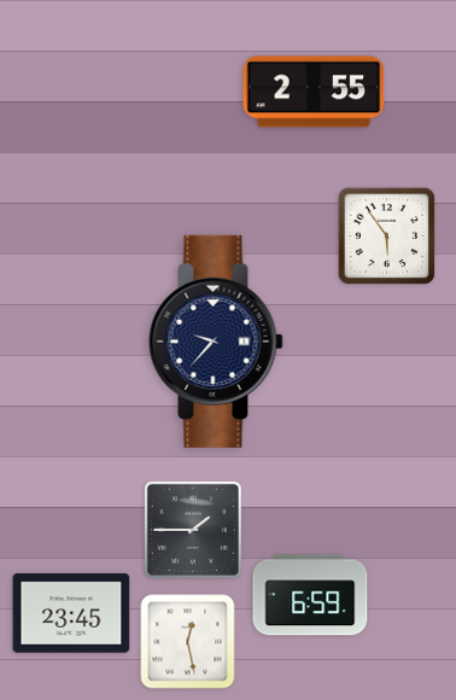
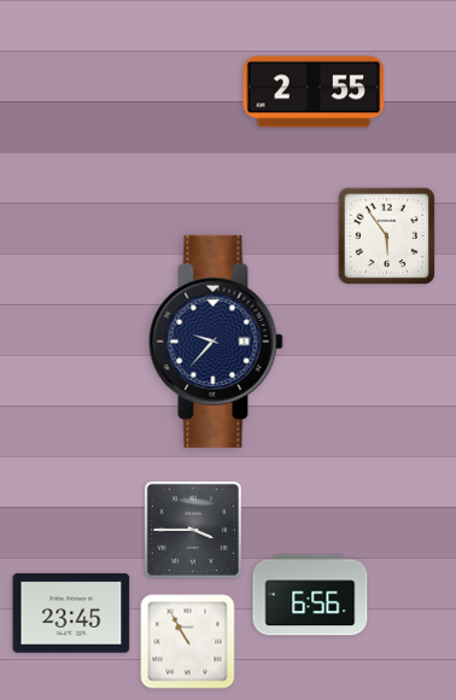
clock at (193, 530): 1:45 -> 3:45
clock at (310, 595): 6:59 -> 6:56
clock at (188, 642): 12:28 -> 10:55
